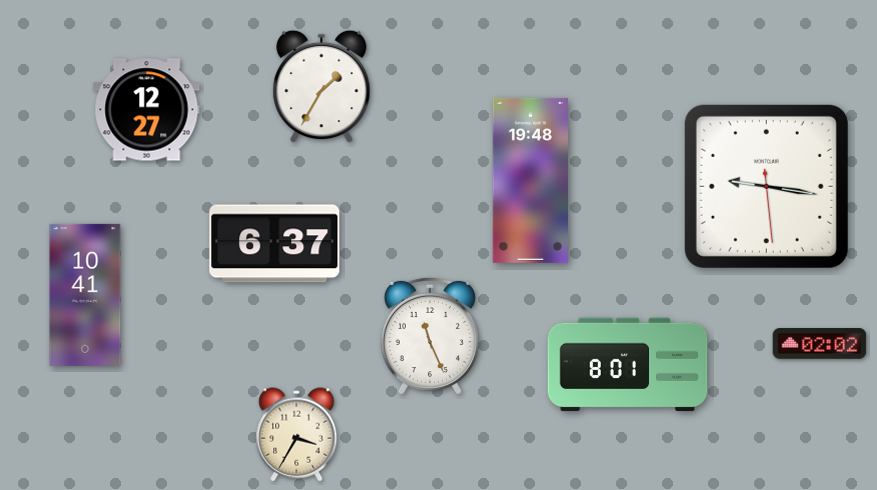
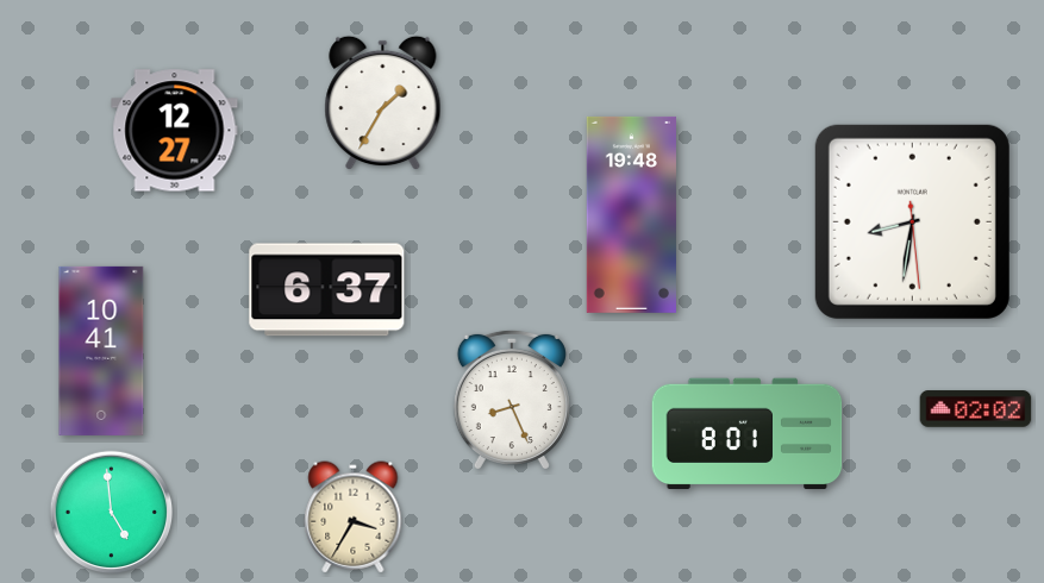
clock at (766, 186): 9:16 -> 8:31
clock at (430, 336): 11:26 -> 8:26
clock at (112, 513): none -> 4:59
